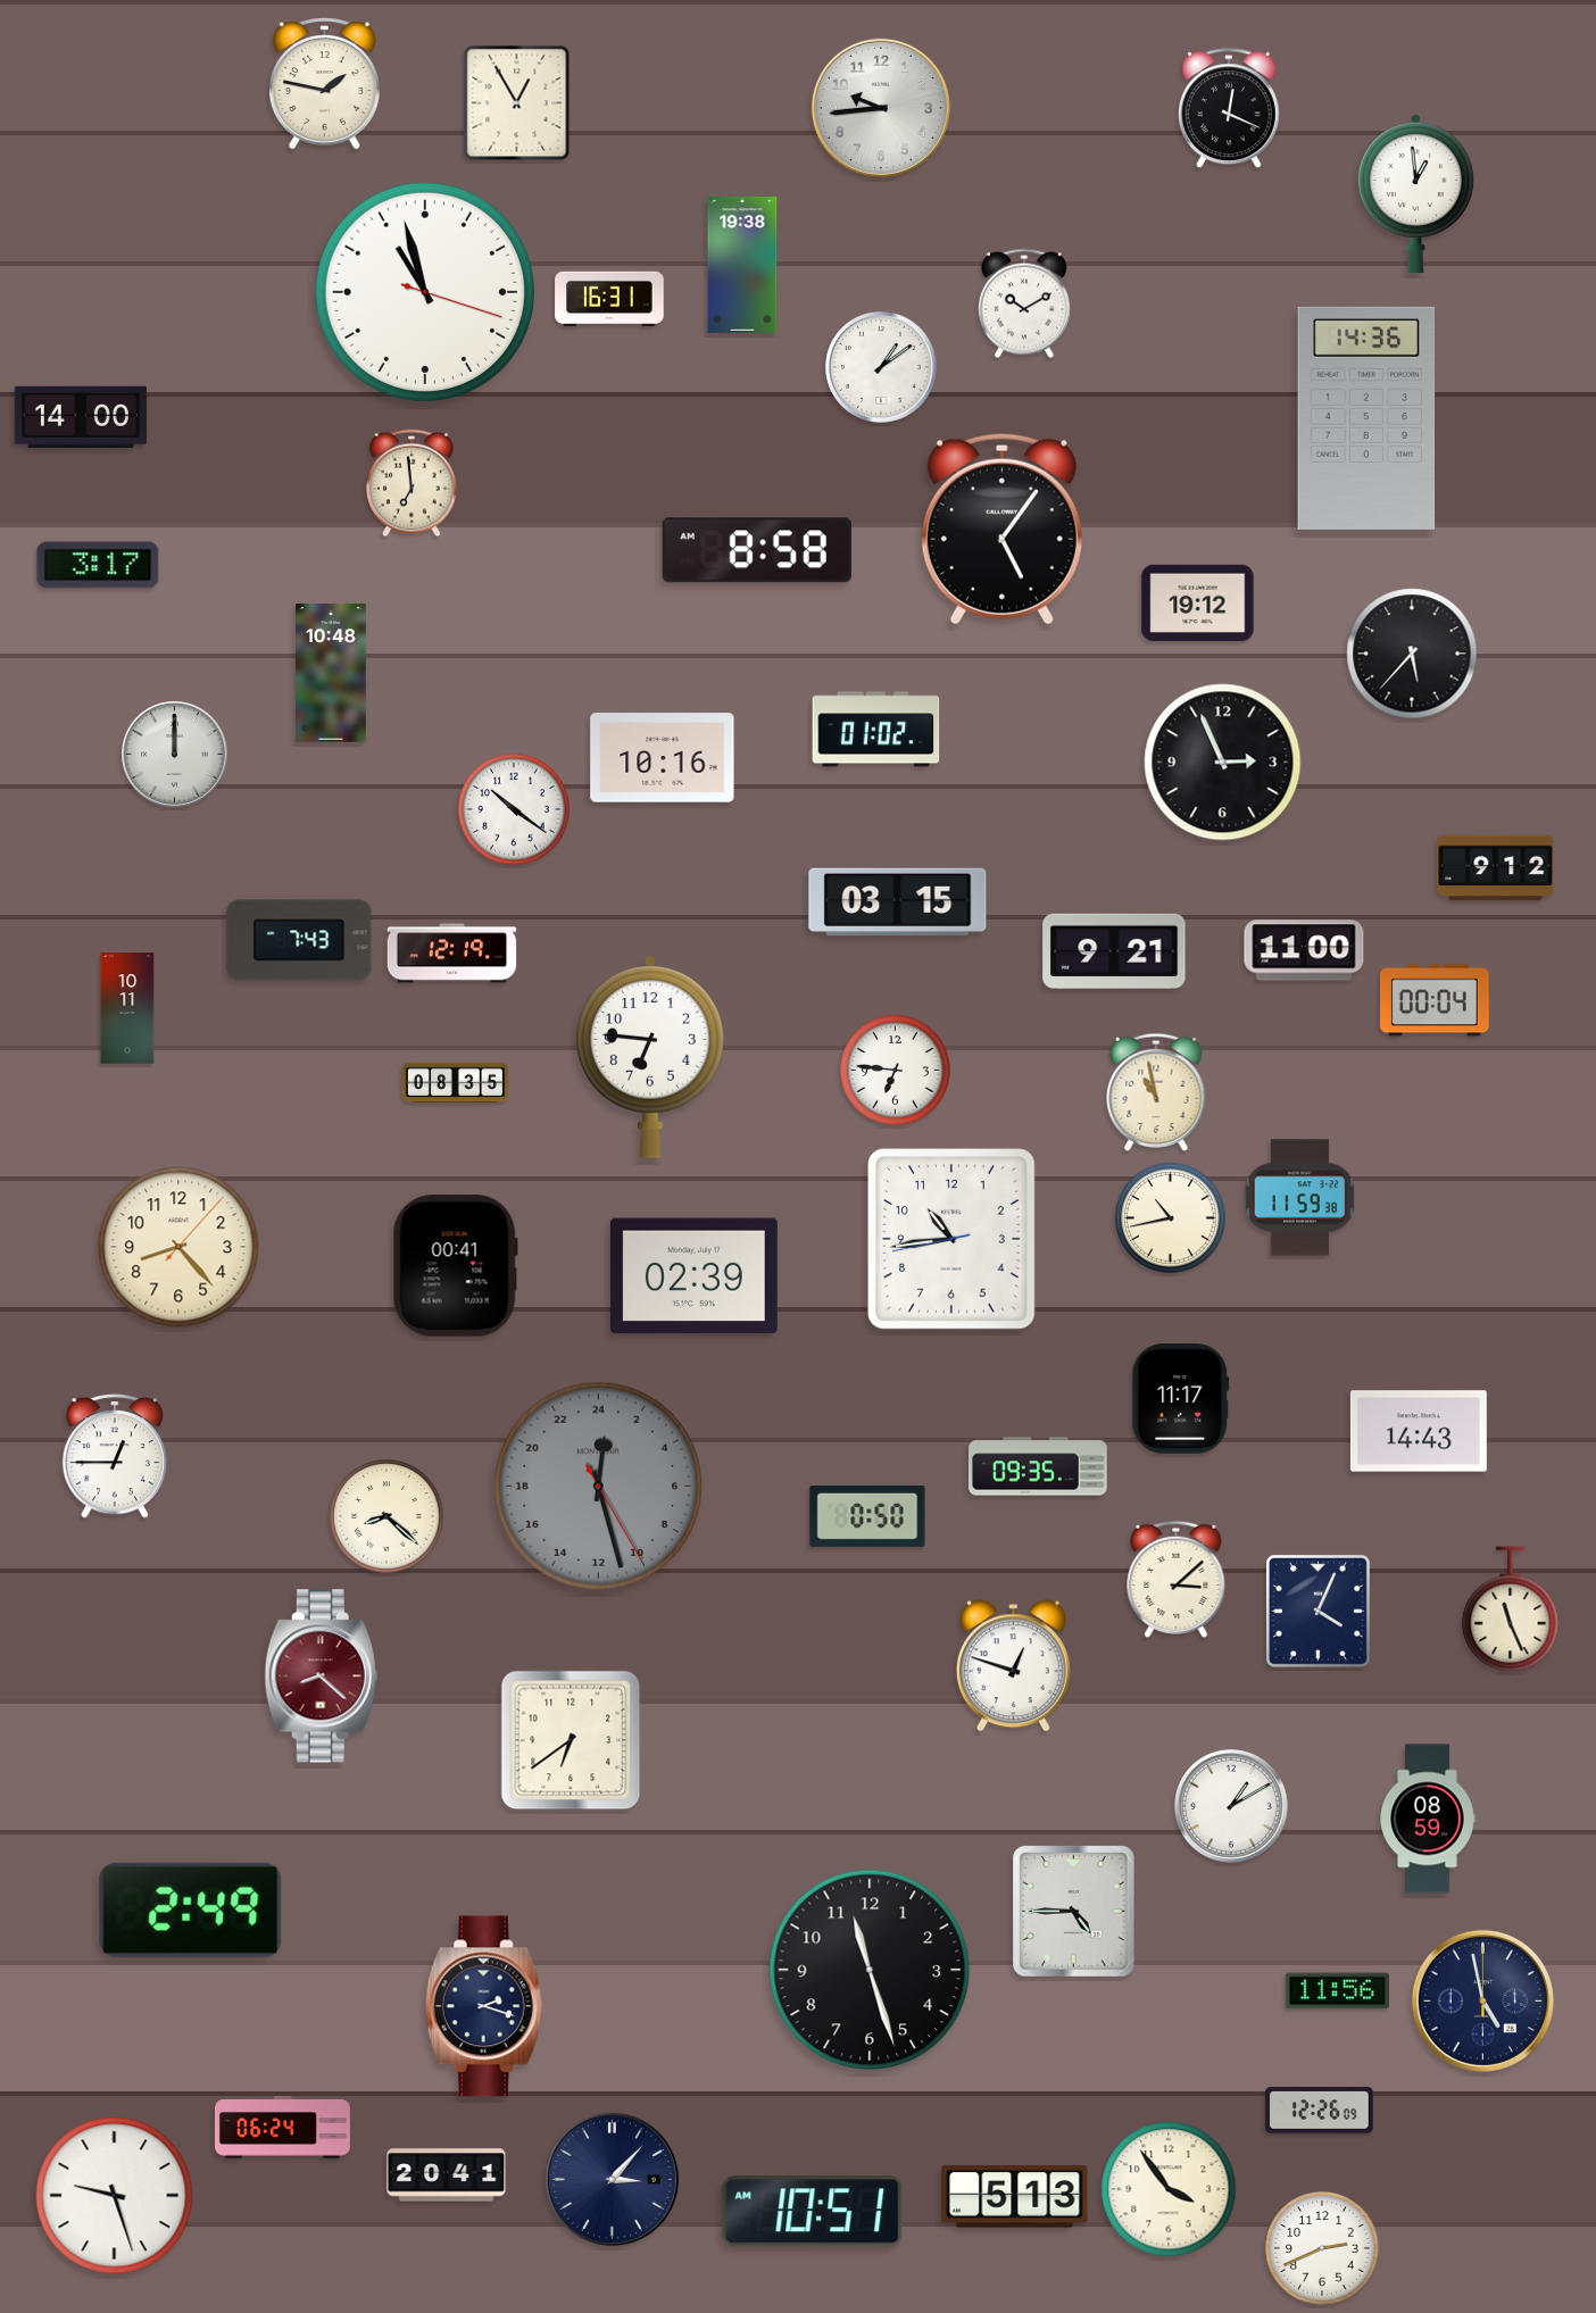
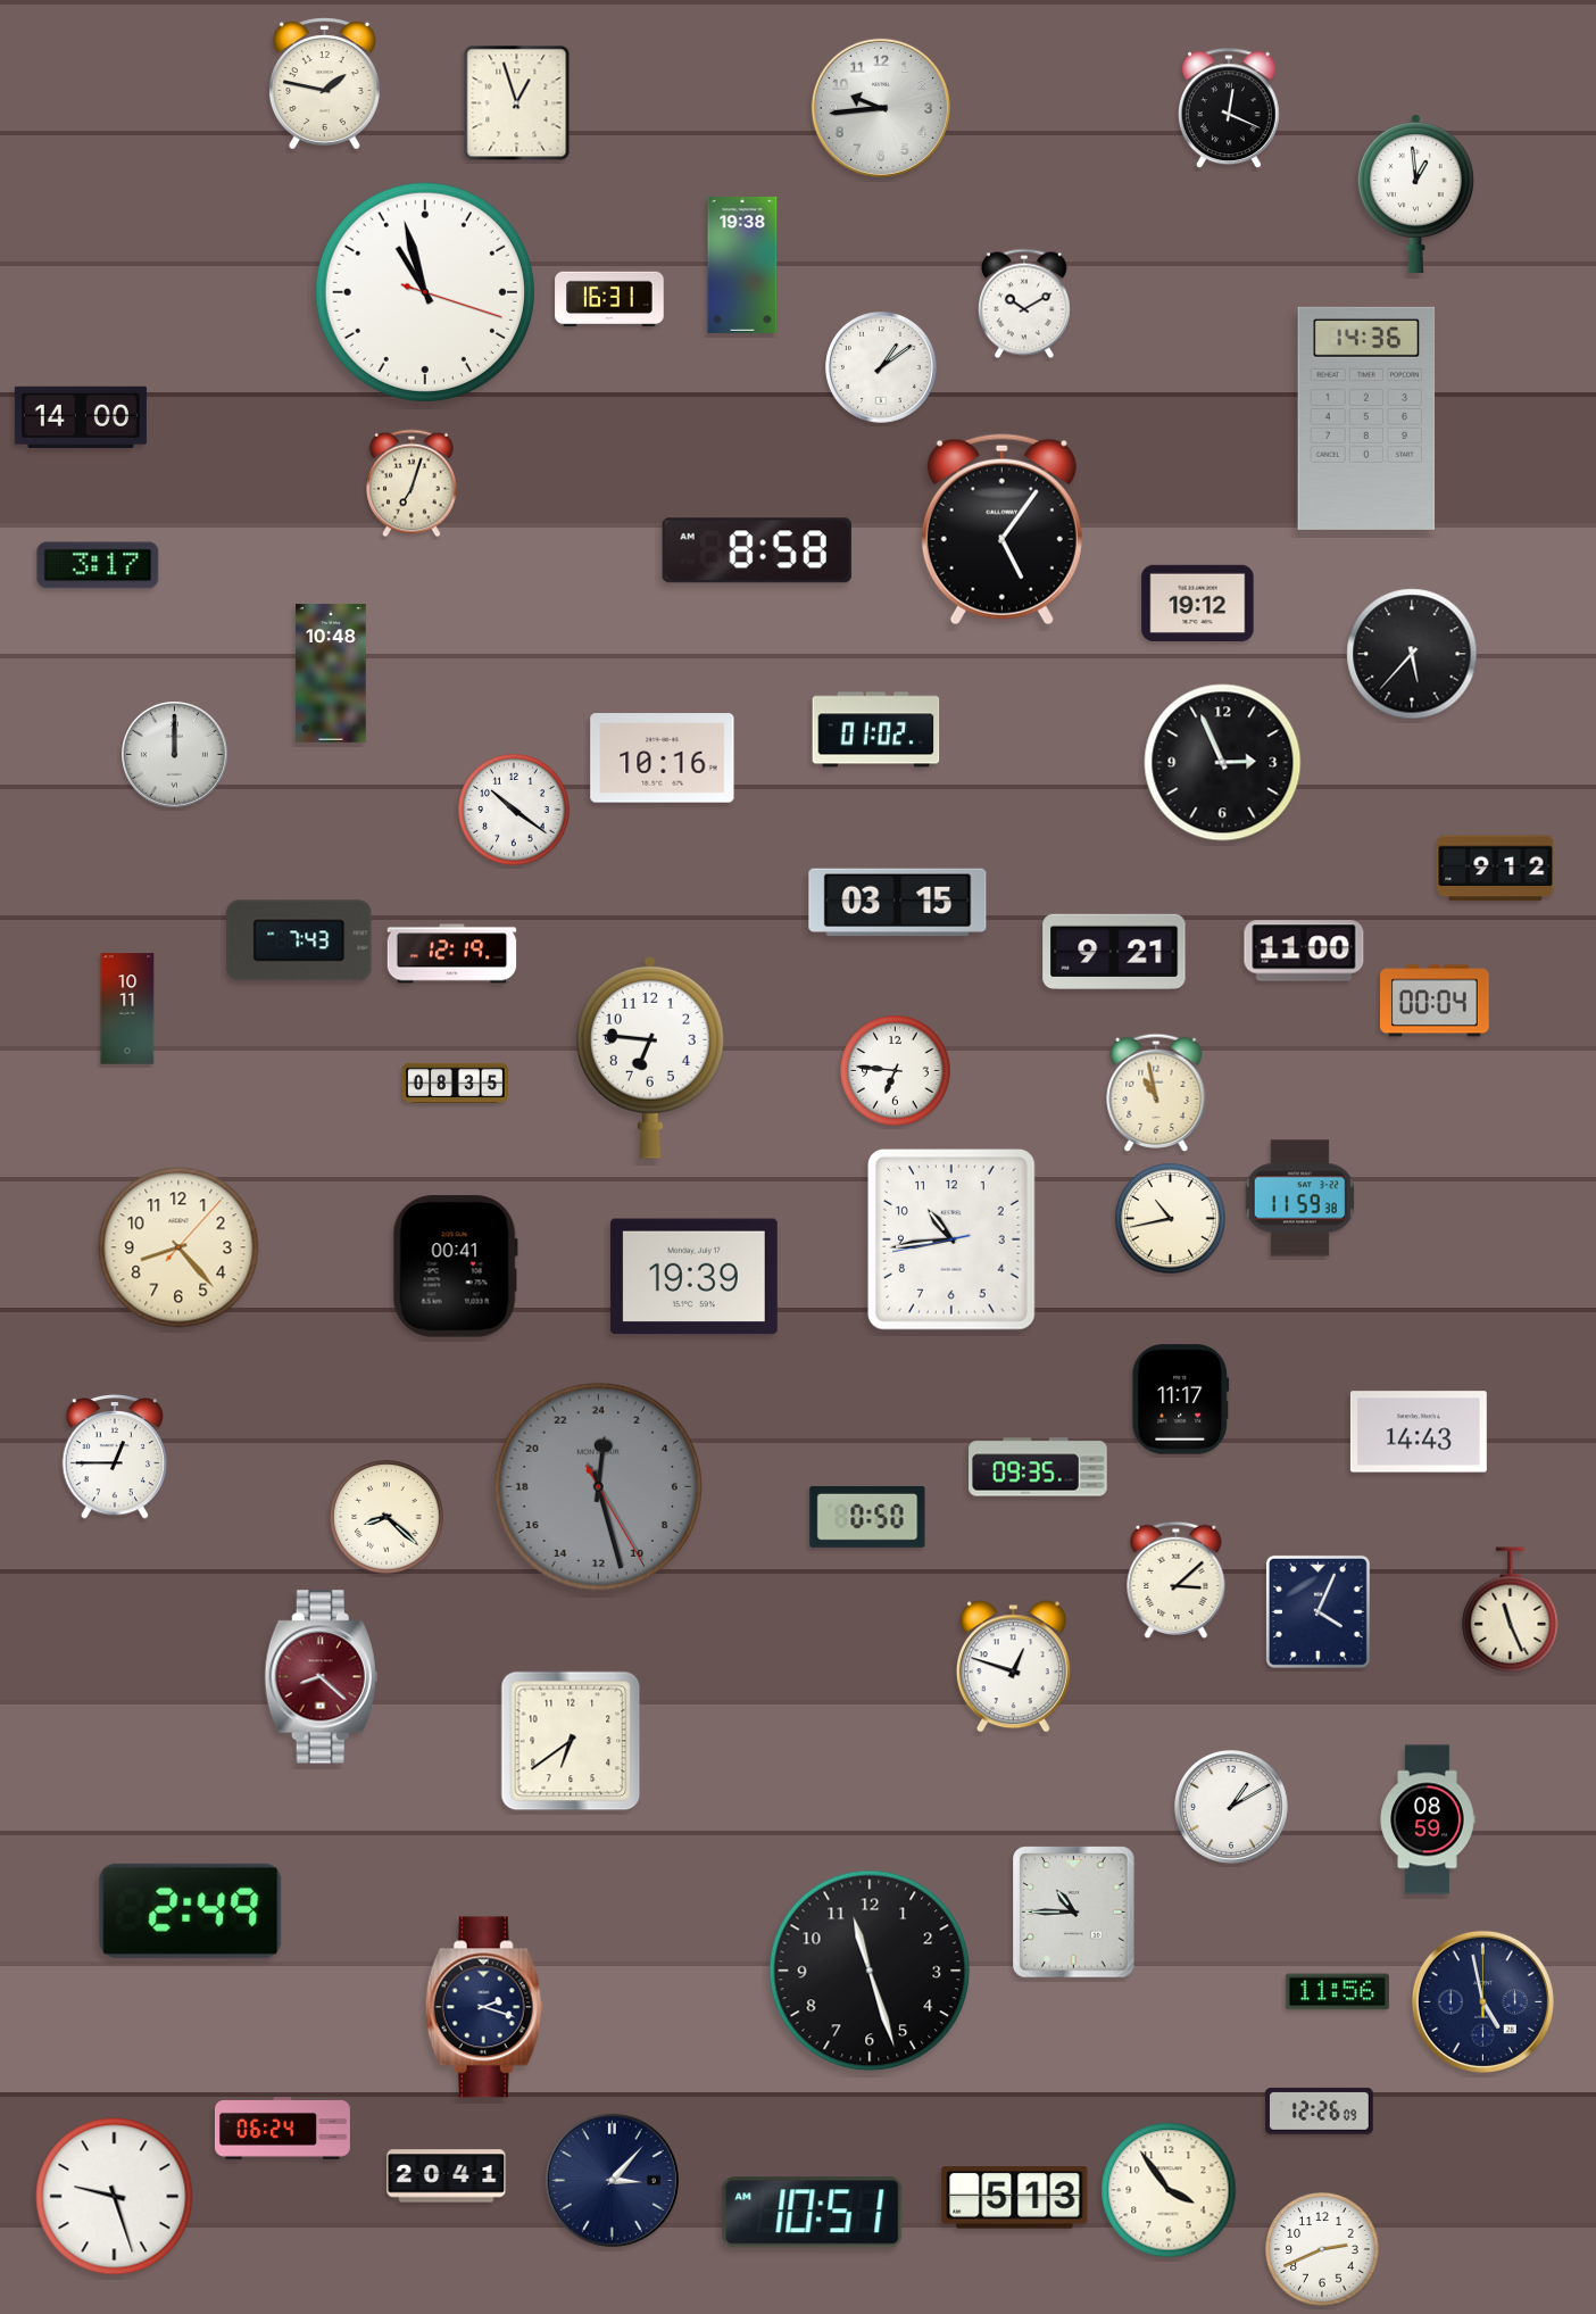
clock at (517, 103): 12:55 -> 12:57
clock at (412, 483): 6:59 -> 7:03
clock at (693, 1276): 02:39 -> 19:39
clock at (1074, 1912): 4:45 -> 10:45
